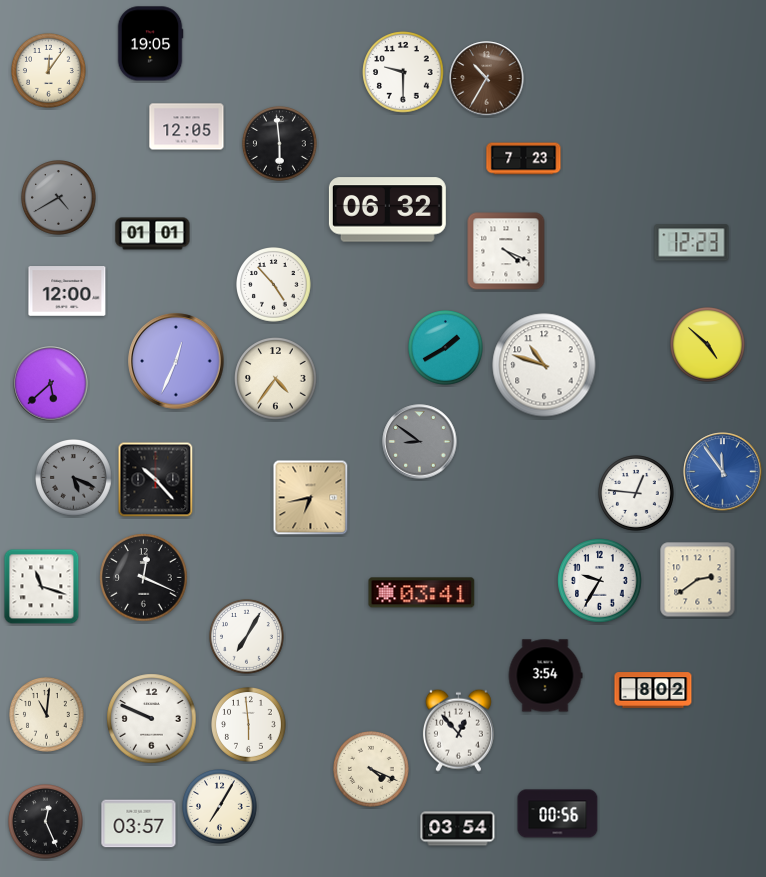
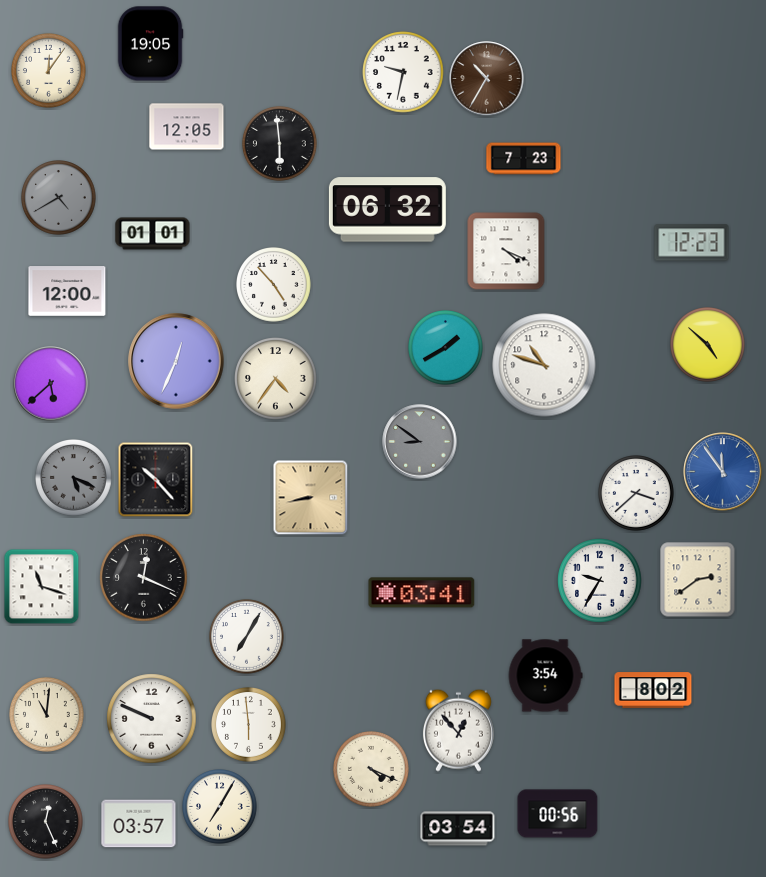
clock at (403, 72): 9:30 -> 9:32
clock at (637, 494): 12:46 -> 3:38
clock at (311, 498): 6:43 -> 8:43
